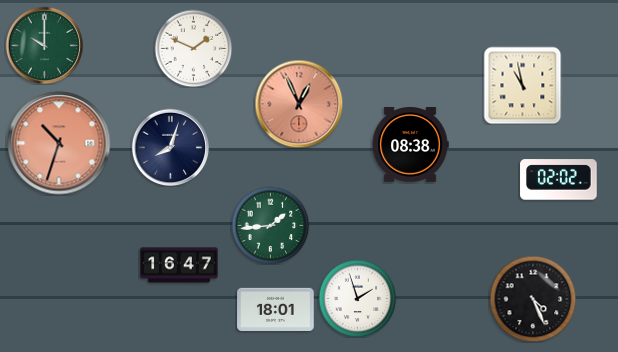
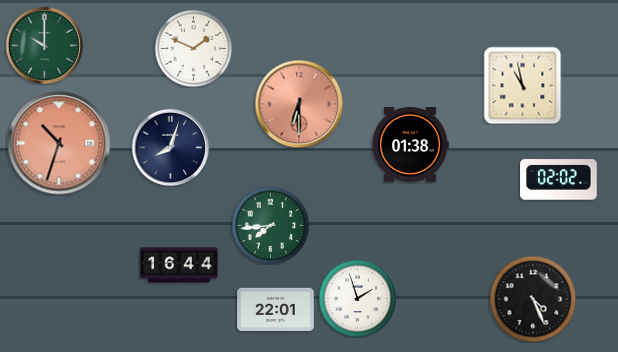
clock at (299, 104): 12:56 -> 6:30
clock at (410, 145): 08:38 -> 01:38
clock at (270, 225): 1:44 -> 7:44
clock at (179, 265): 16:47 -> 16:44
clock at (276, 309): 18:01 -> 22:01
